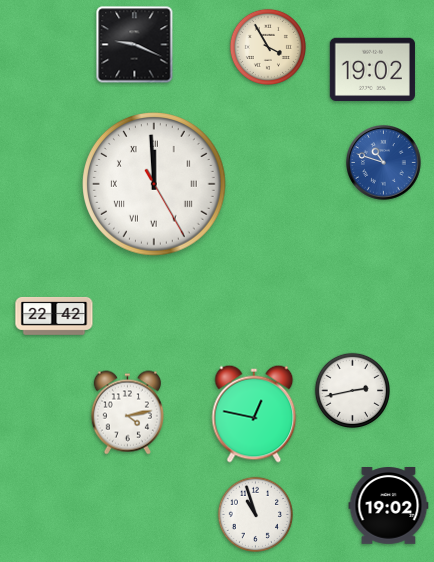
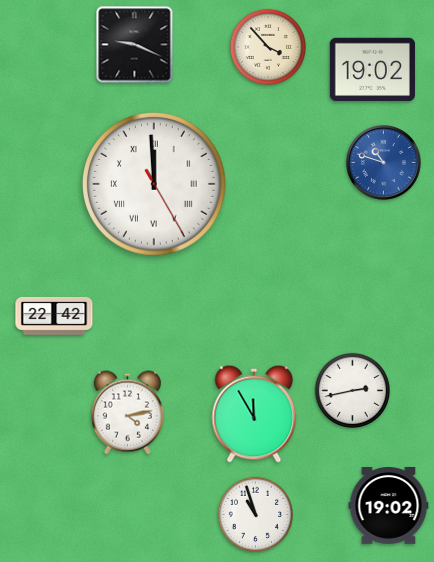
clock at (268, 47): 3:55 -> 3:53
clock at (254, 414): 12:47 -> 11:55
